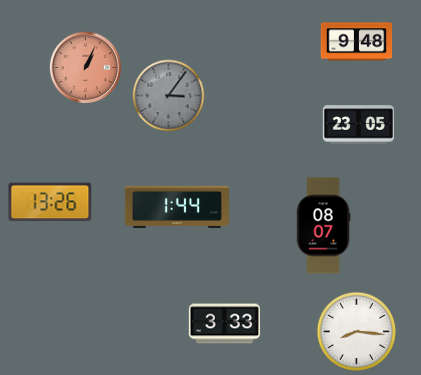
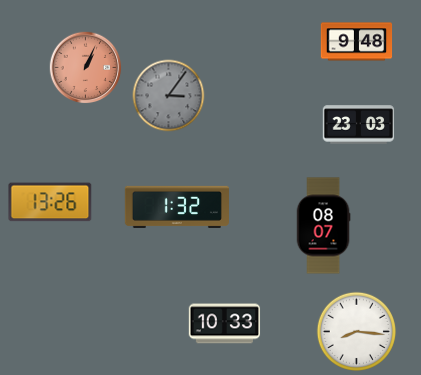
clock at (359, 125): 23:05 -> 23:03
clock at (177, 207): 1:44 -> 1:32
clock at (225, 324): 3:33 -> 10:33
